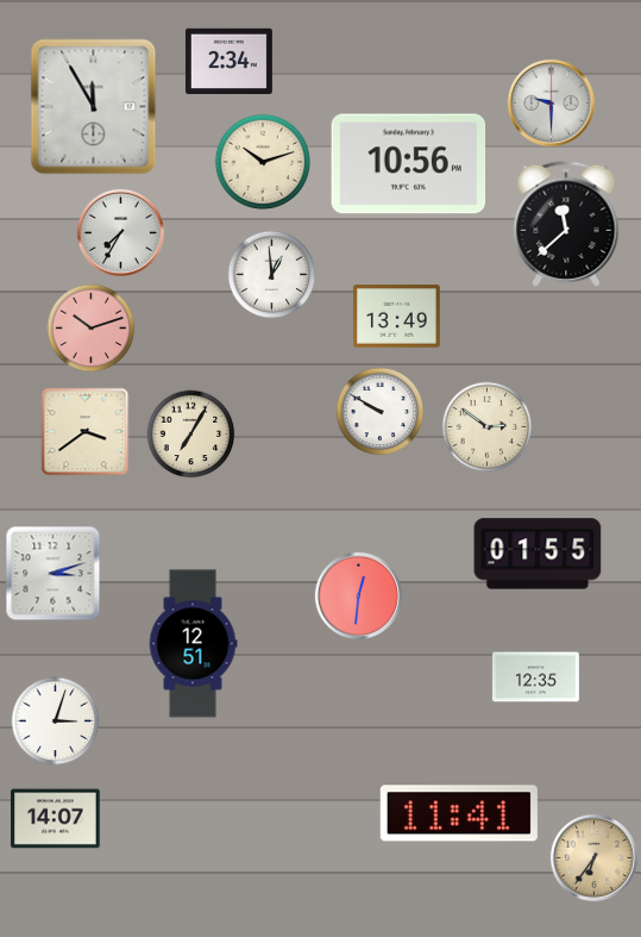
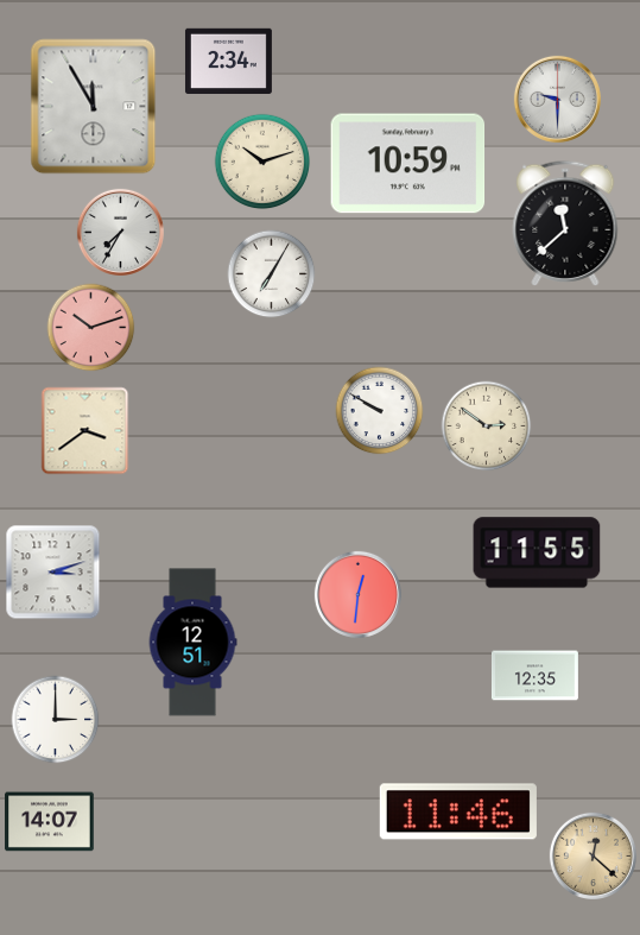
clock at (551, 102) position: (551, 102) -> (557, 99)
clock at (409, 164): 10:56 -> 10:59
clock at (272, 275): 12:59 -> 7:05
clock at (396, 317): 13:49 -> none
clock at (191, 435): 7:05 -> none
clock at (538, 554): 01:55 -> 11:55
clock at (56, 722): 3:03 -> 3:00
clock at (459, 813): 11:41 -> 11:46
clock at (56, 819) position: (56, 819) -> (50, 822)
clock at (593, 857): 6:36 -> 12:22
